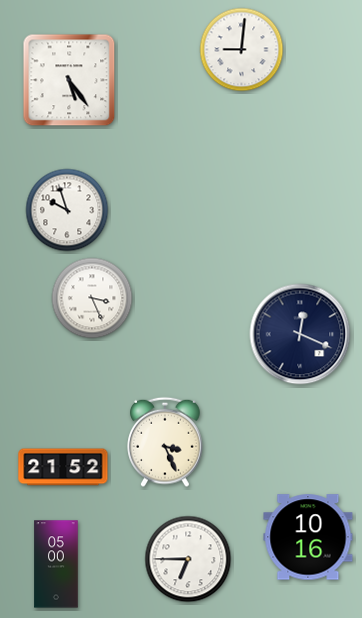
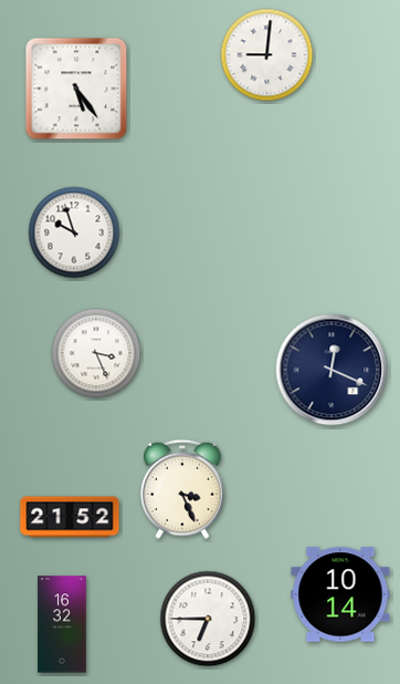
clock at (92, 298) position: (92, 298) -> (96, 353)
clock at (308, 537): 10:16 -> 10:14
clock at (56, 564): 05:00 -> 16:32
